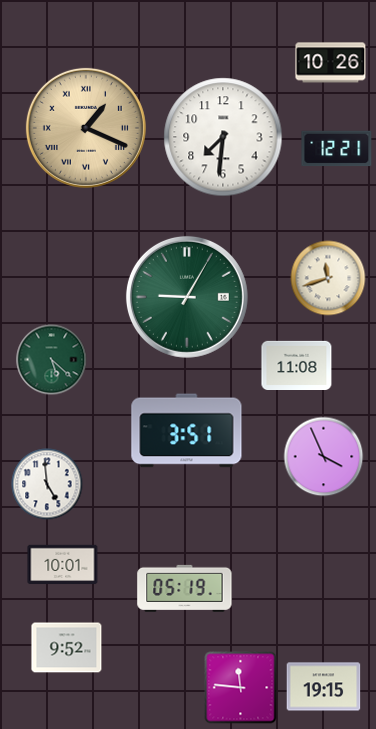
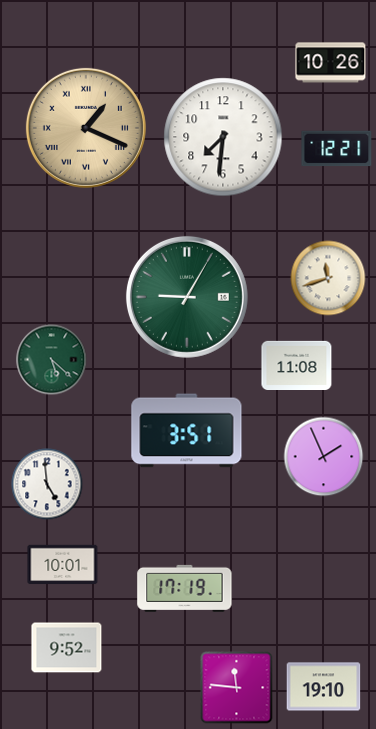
clock at (324, 457): 3:56 -> 1:56
clock at (185, 588): 05:19 -> 17:19
clock at (324, 687): 19:15 -> 19:10
clock at (241, 688) position: (241, 688) -> (237, 688)
